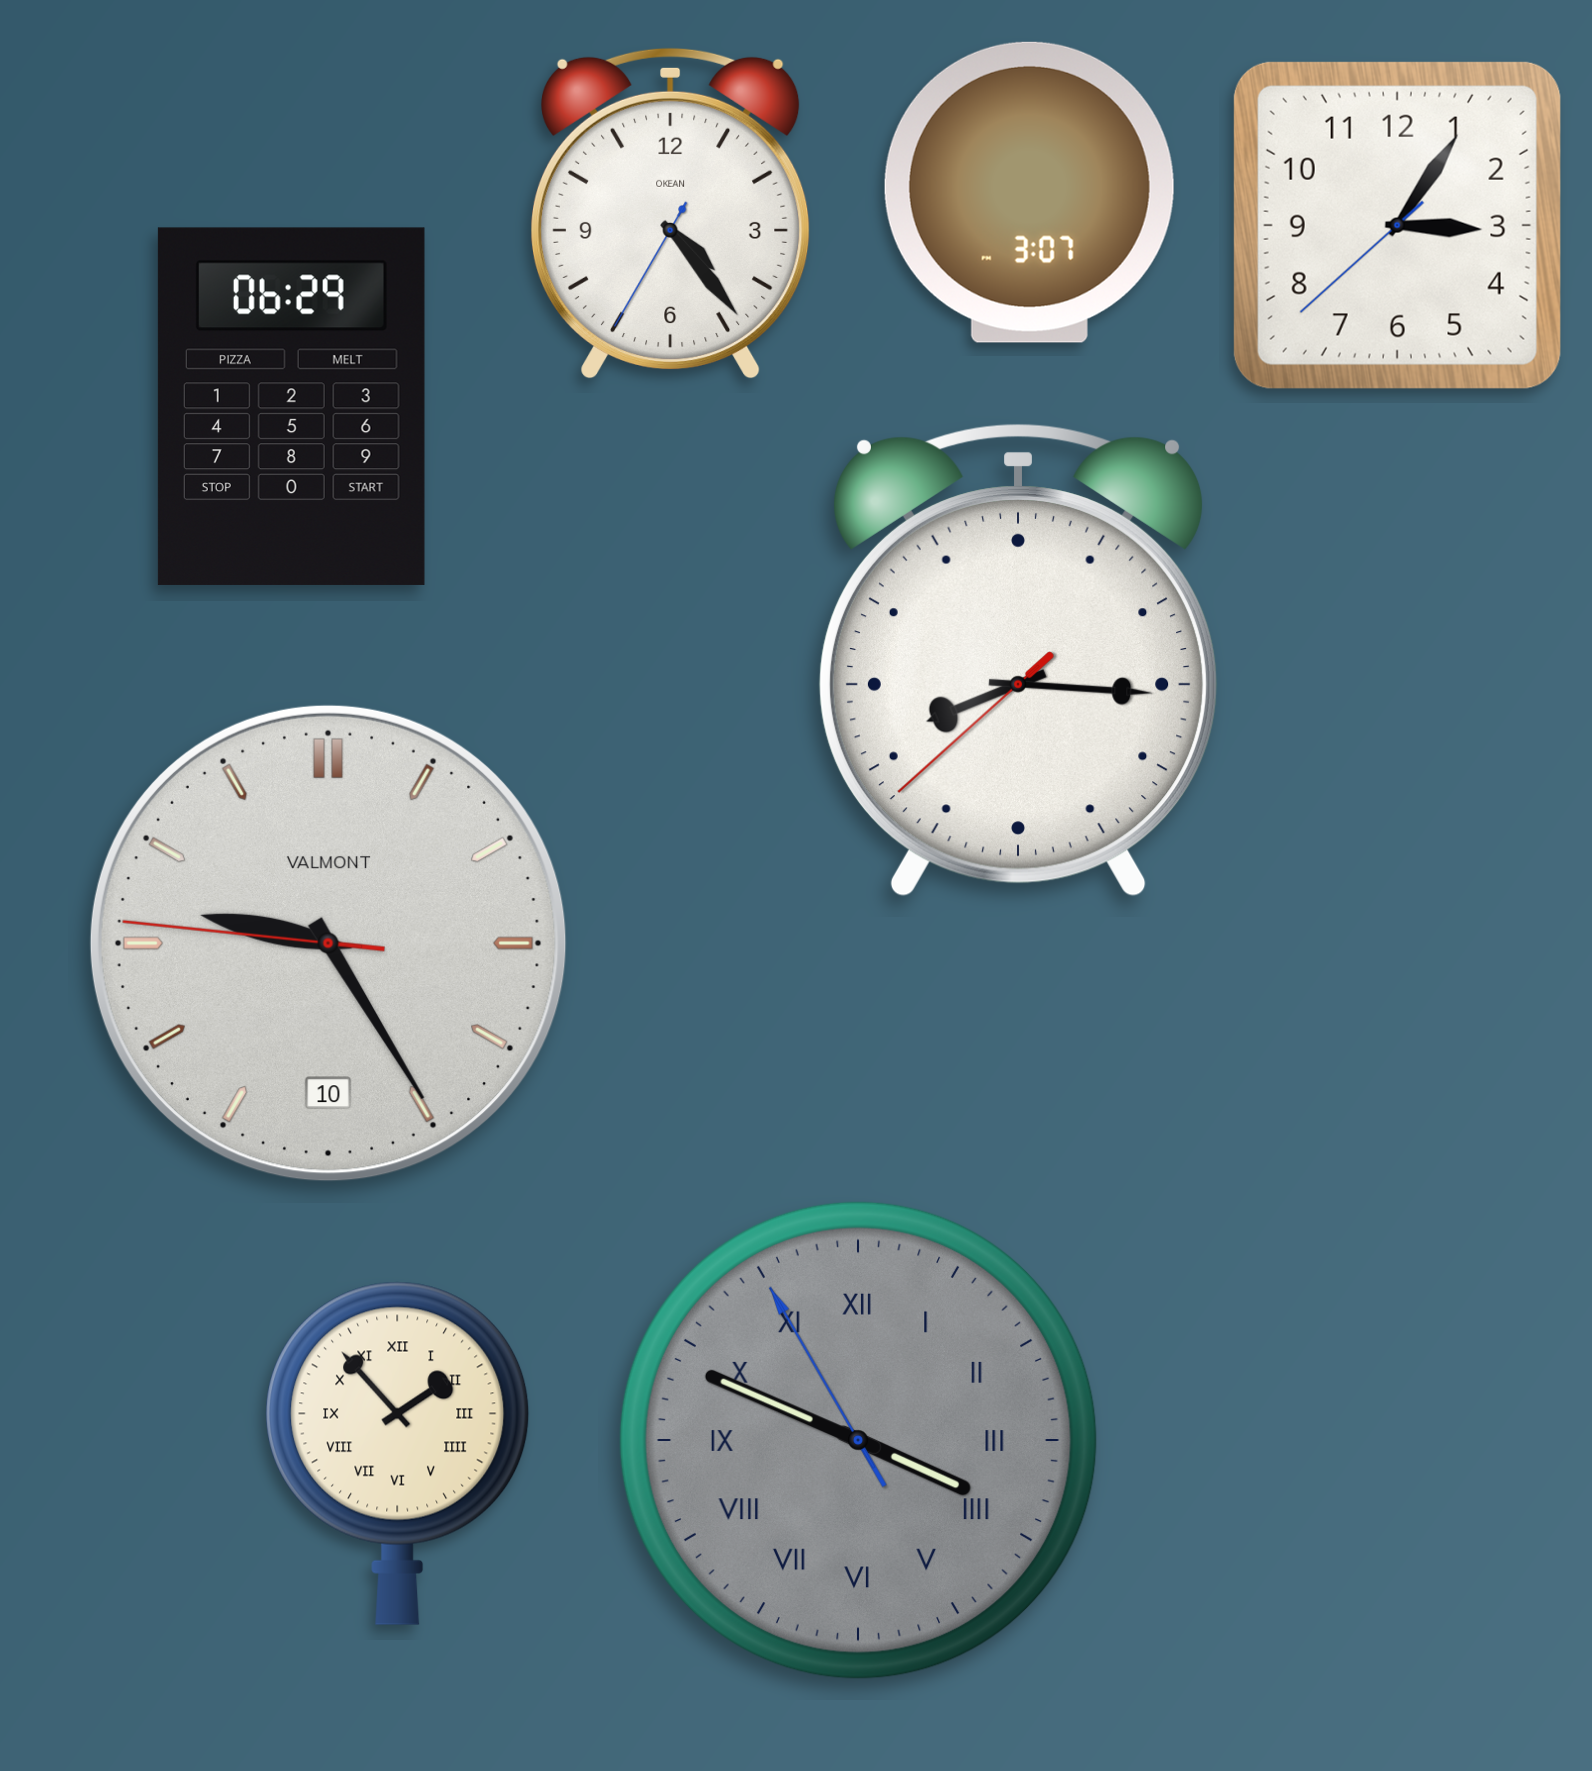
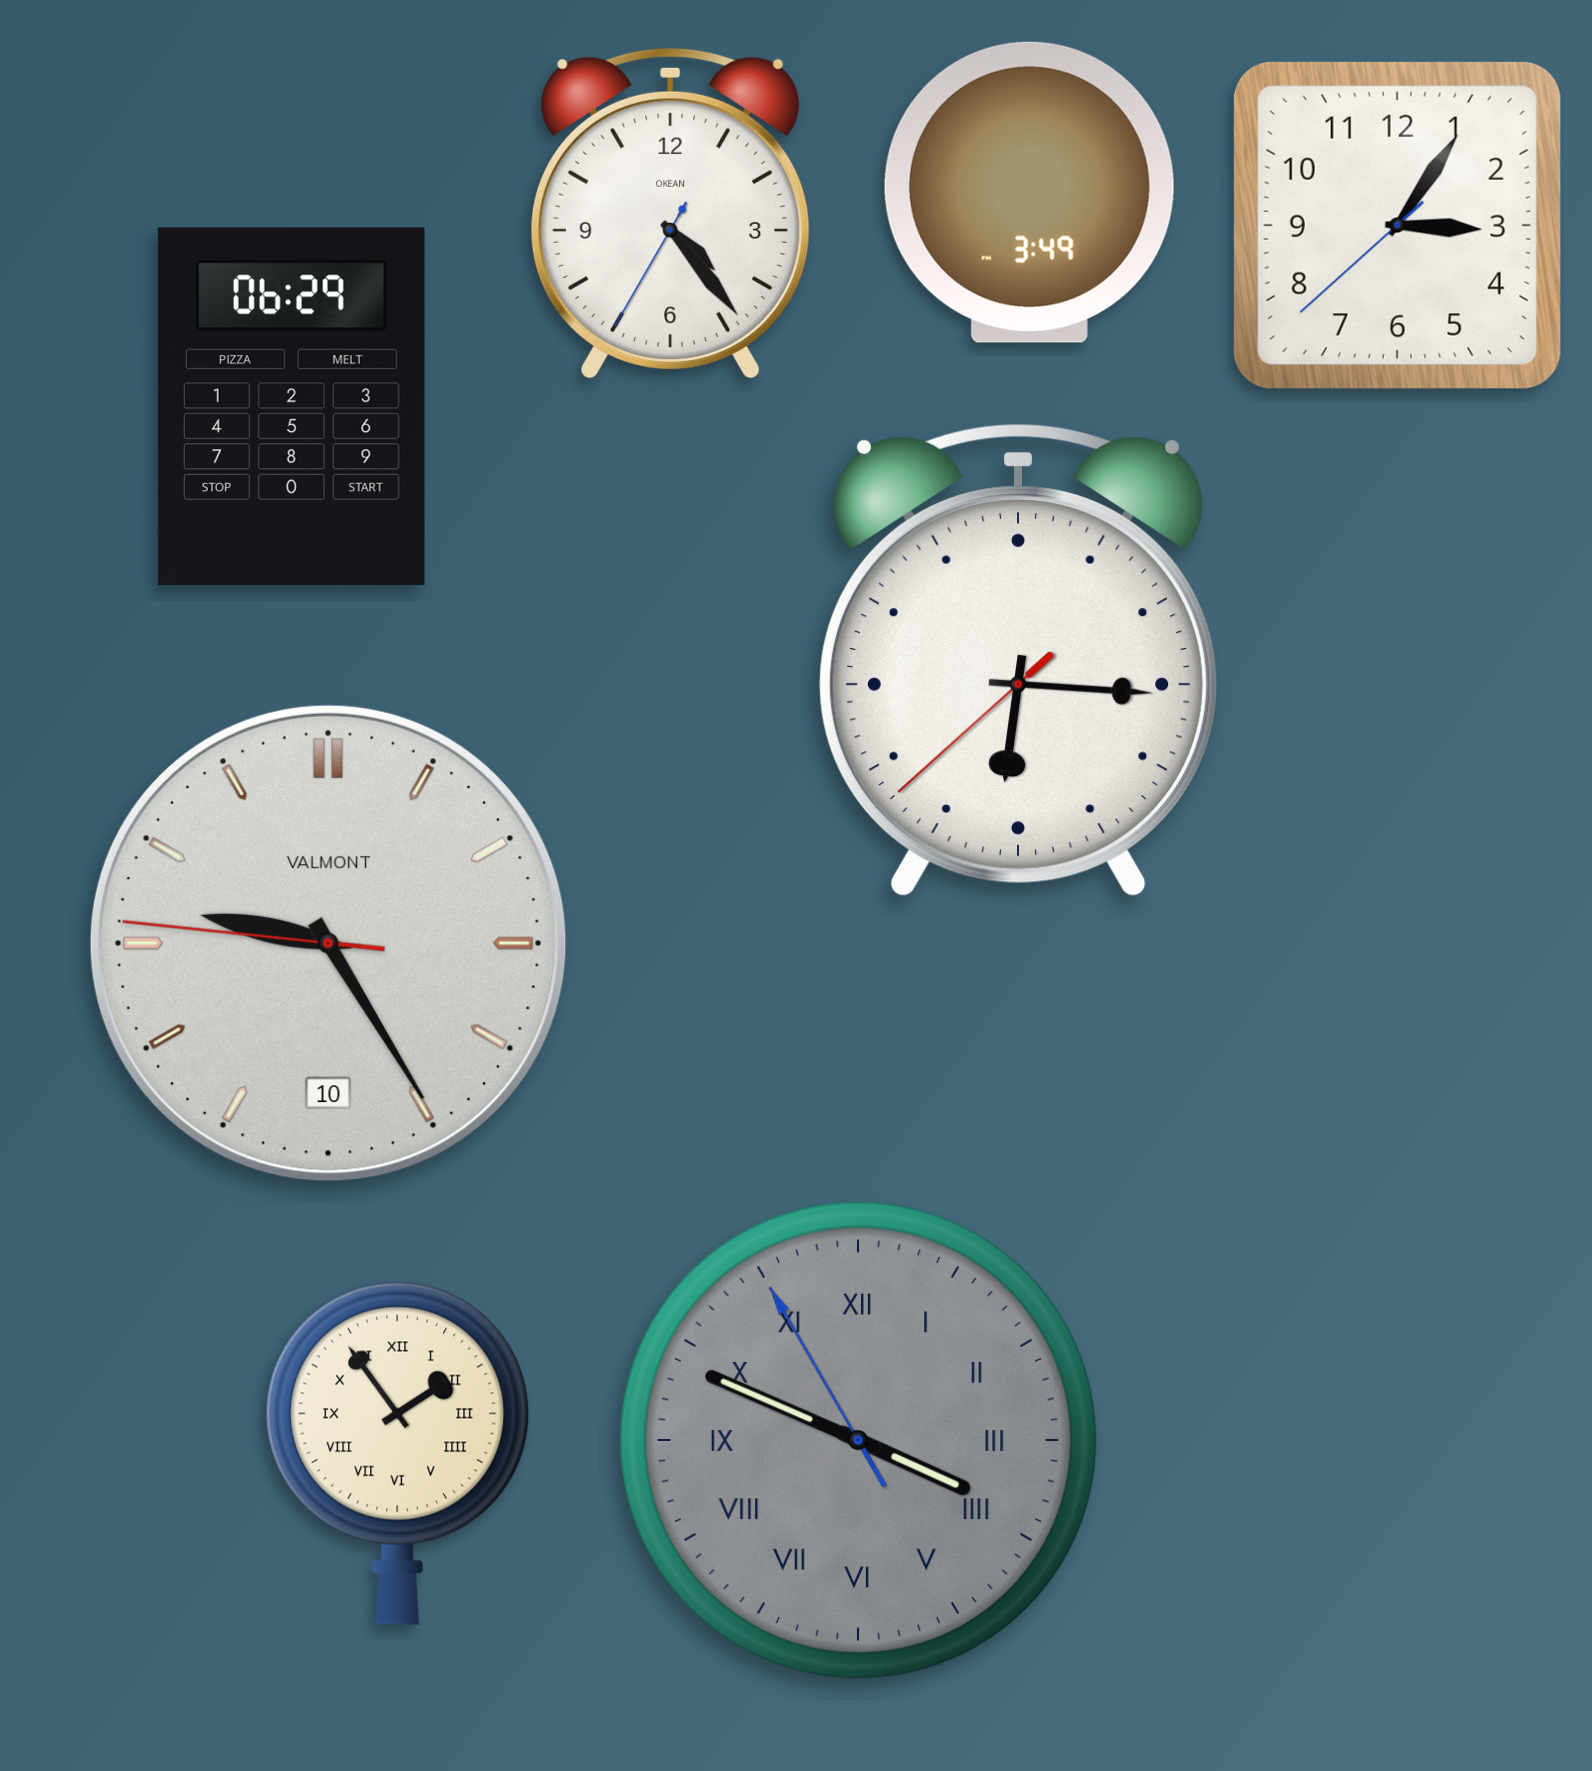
clock at (1029, 192): 3:07 -> 3:49
clock at (1018, 660): 8:15 -> 6:15
clock at (398, 1453): 1:53 -> 1:54
